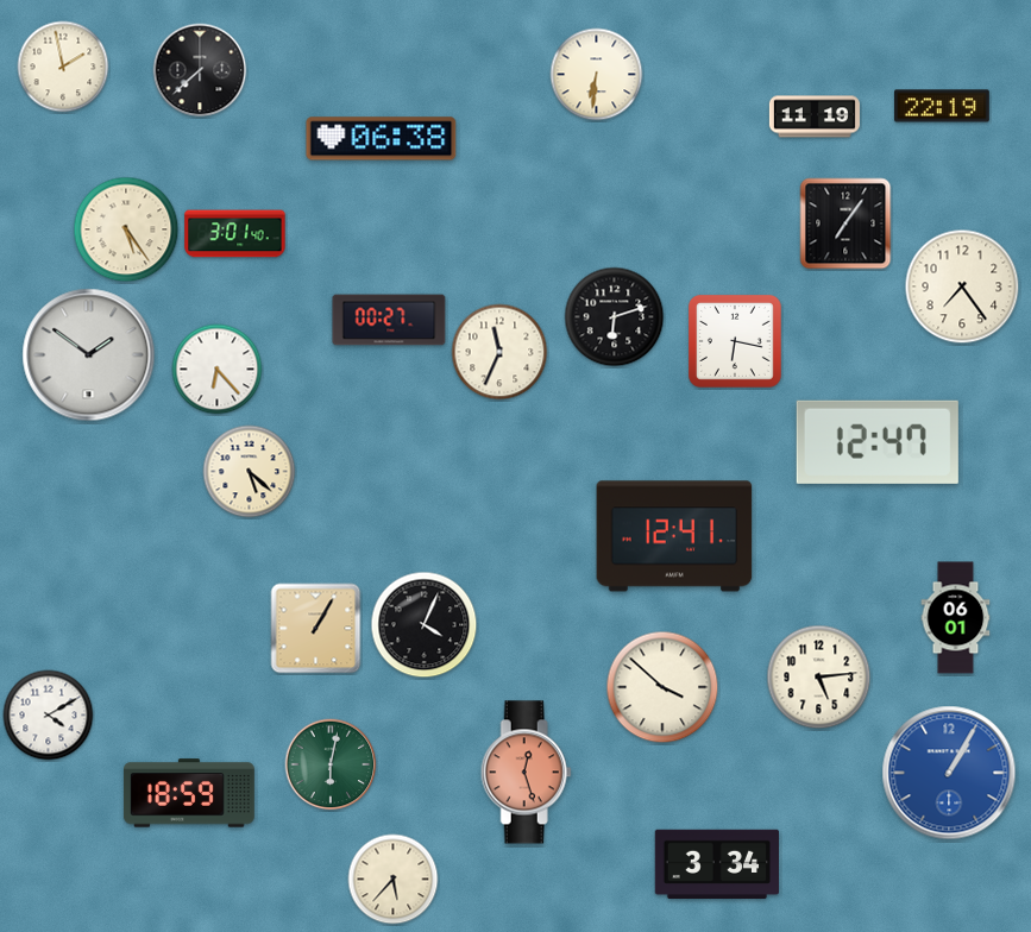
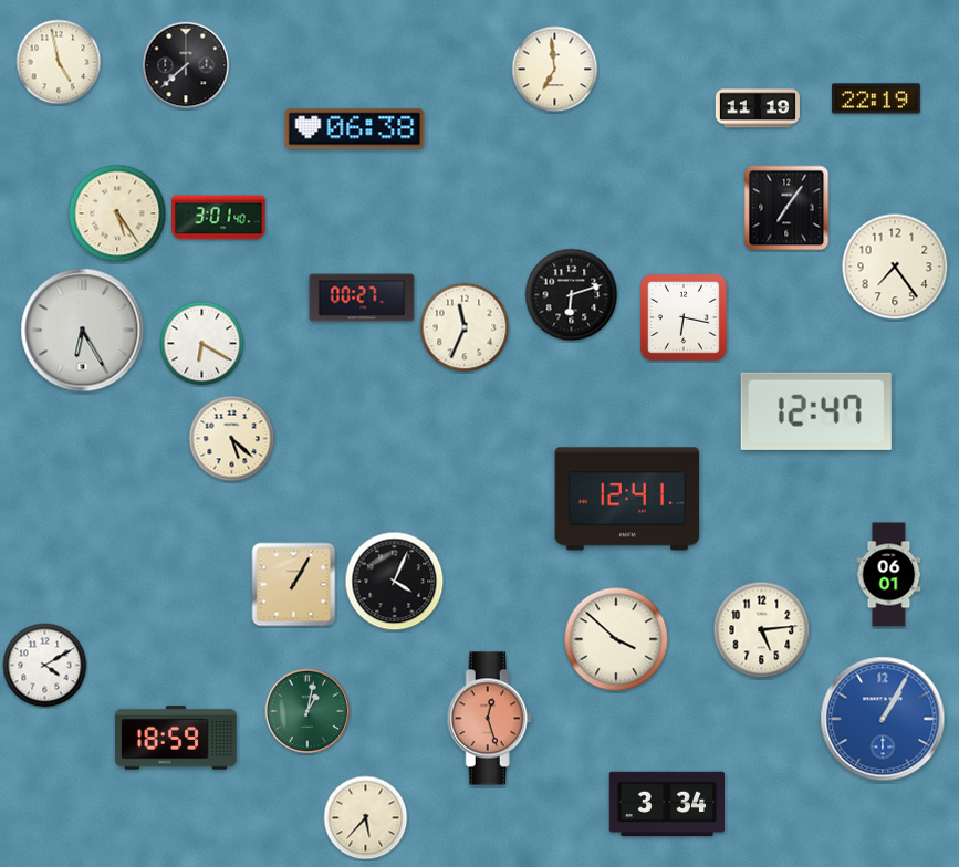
clock at (63, 67): 1:58 -> 4:58
clock at (597, 75): 6:31 -> 6:59
clock at (89, 355): 1:51 -> 6:25
clock at (218, 370): 6:23 -> 6:20
clock at (331, 764): 6:02 -> 1:02
